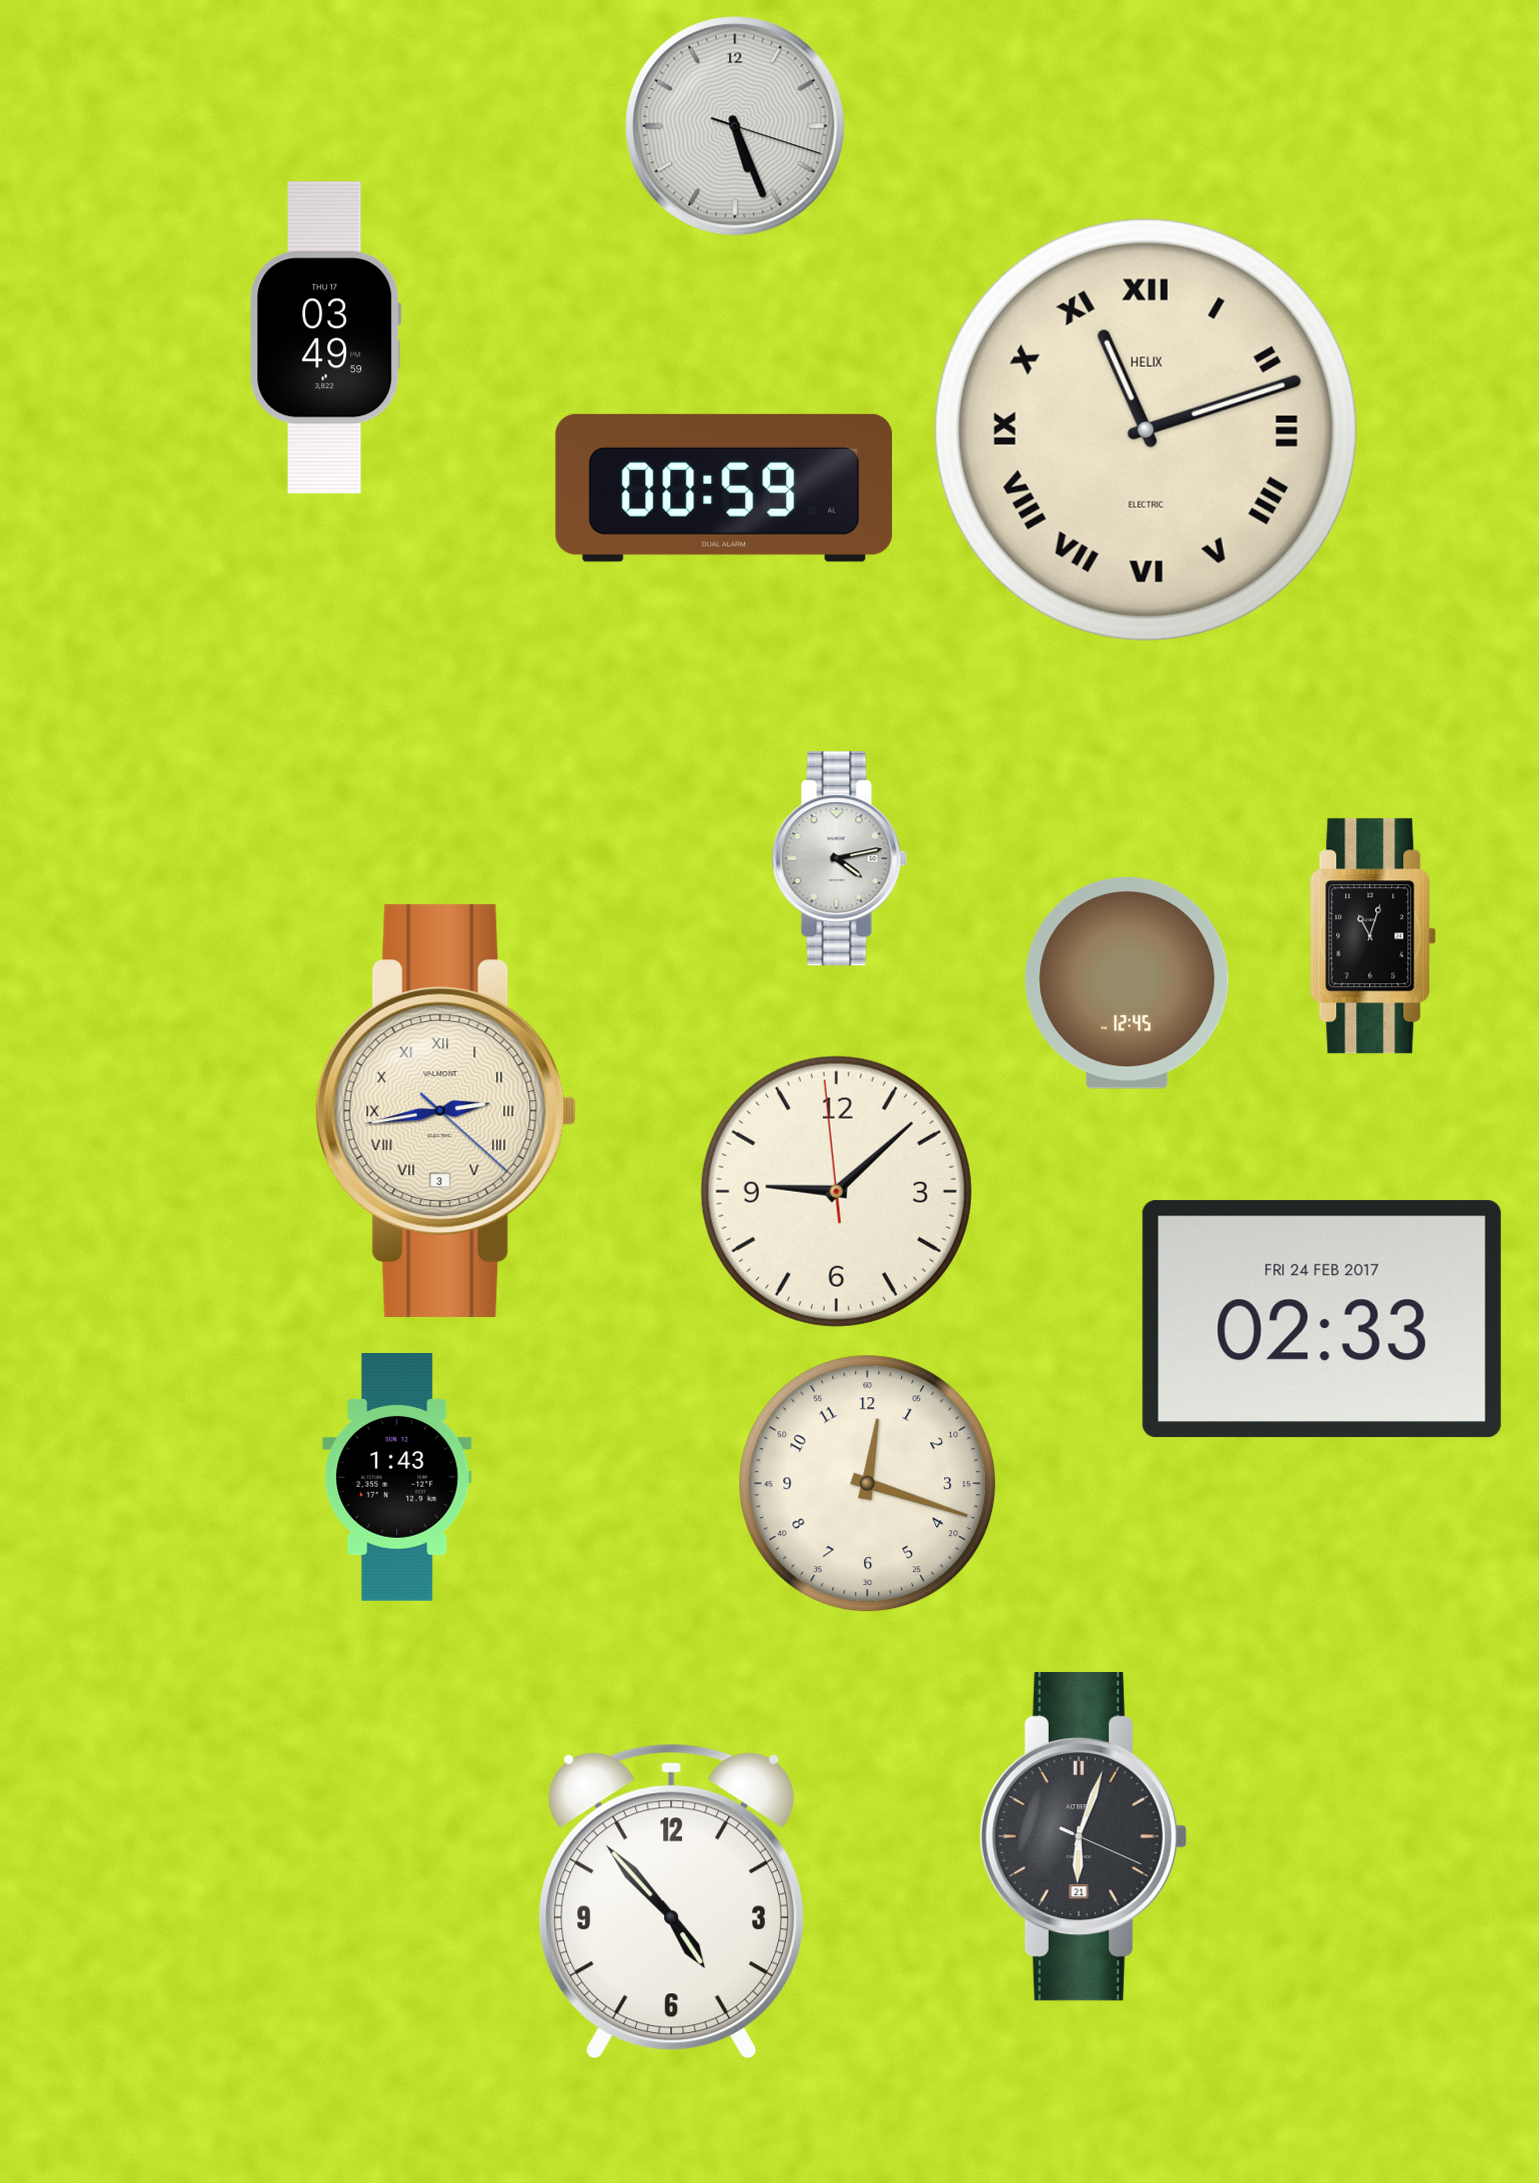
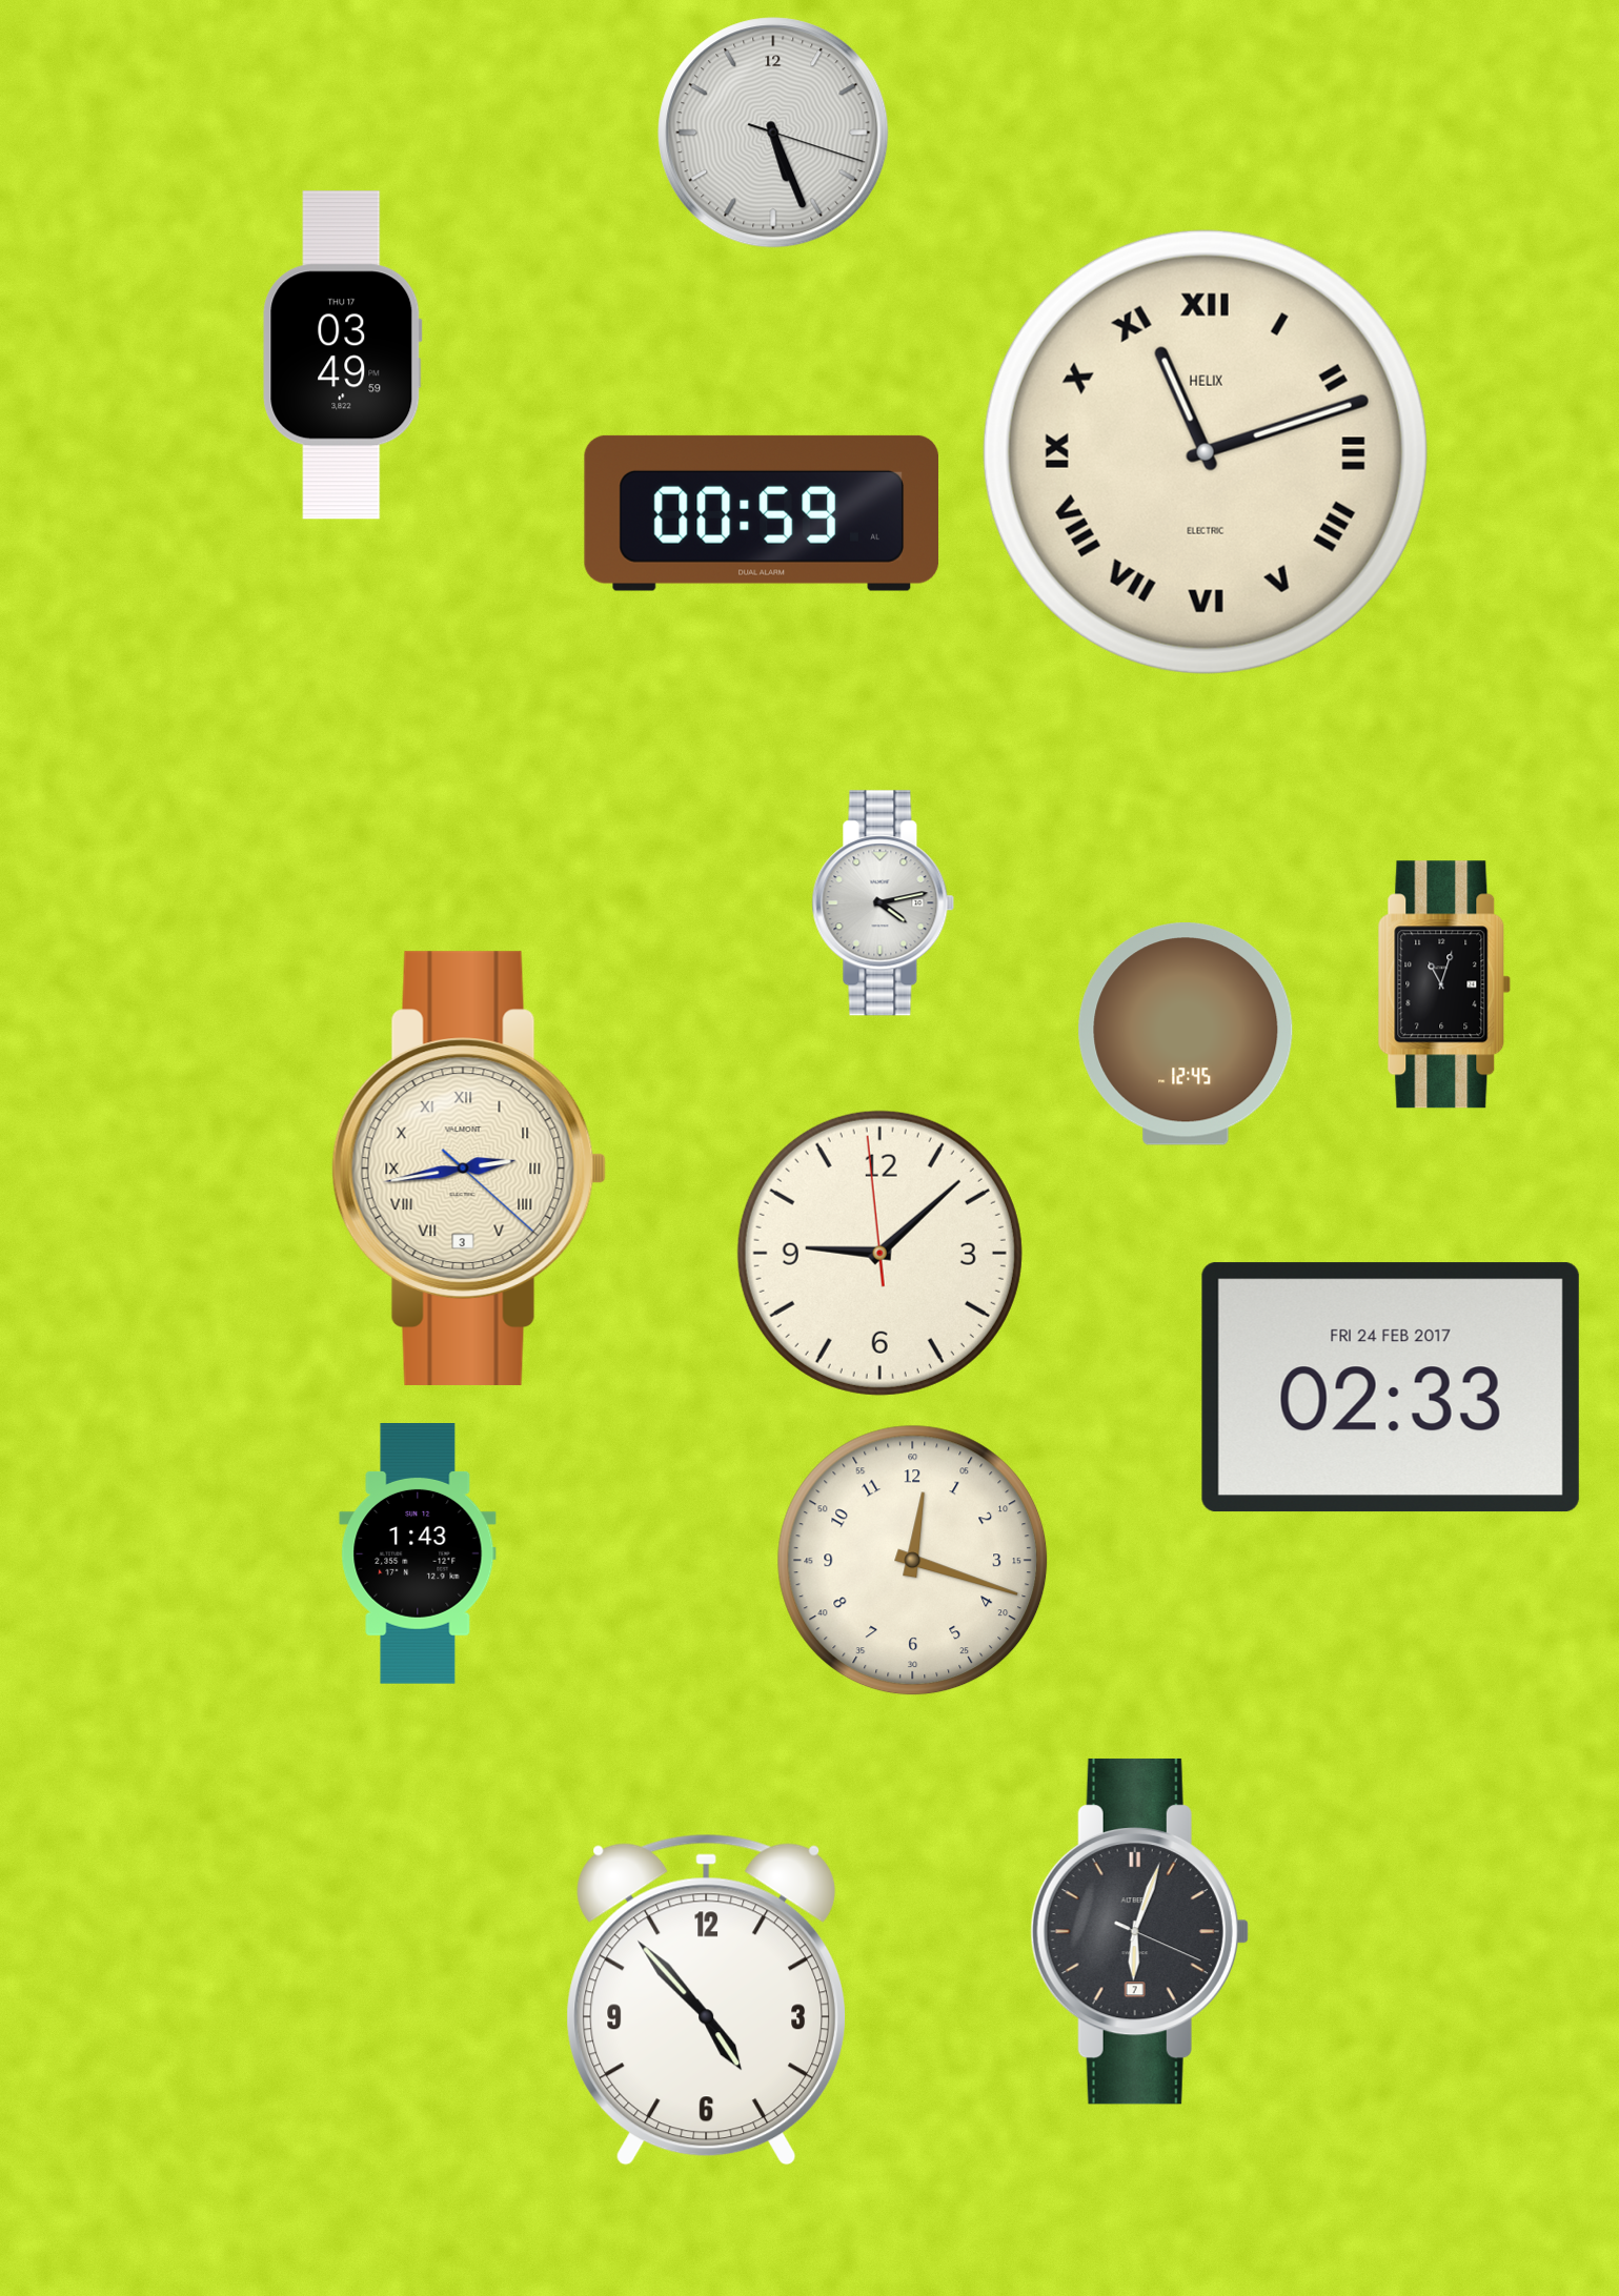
clock at (1083, 1836) date: 21 -> 7
